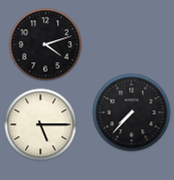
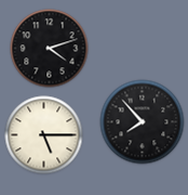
clock at (132, 113): 7:37 -> 7:53
